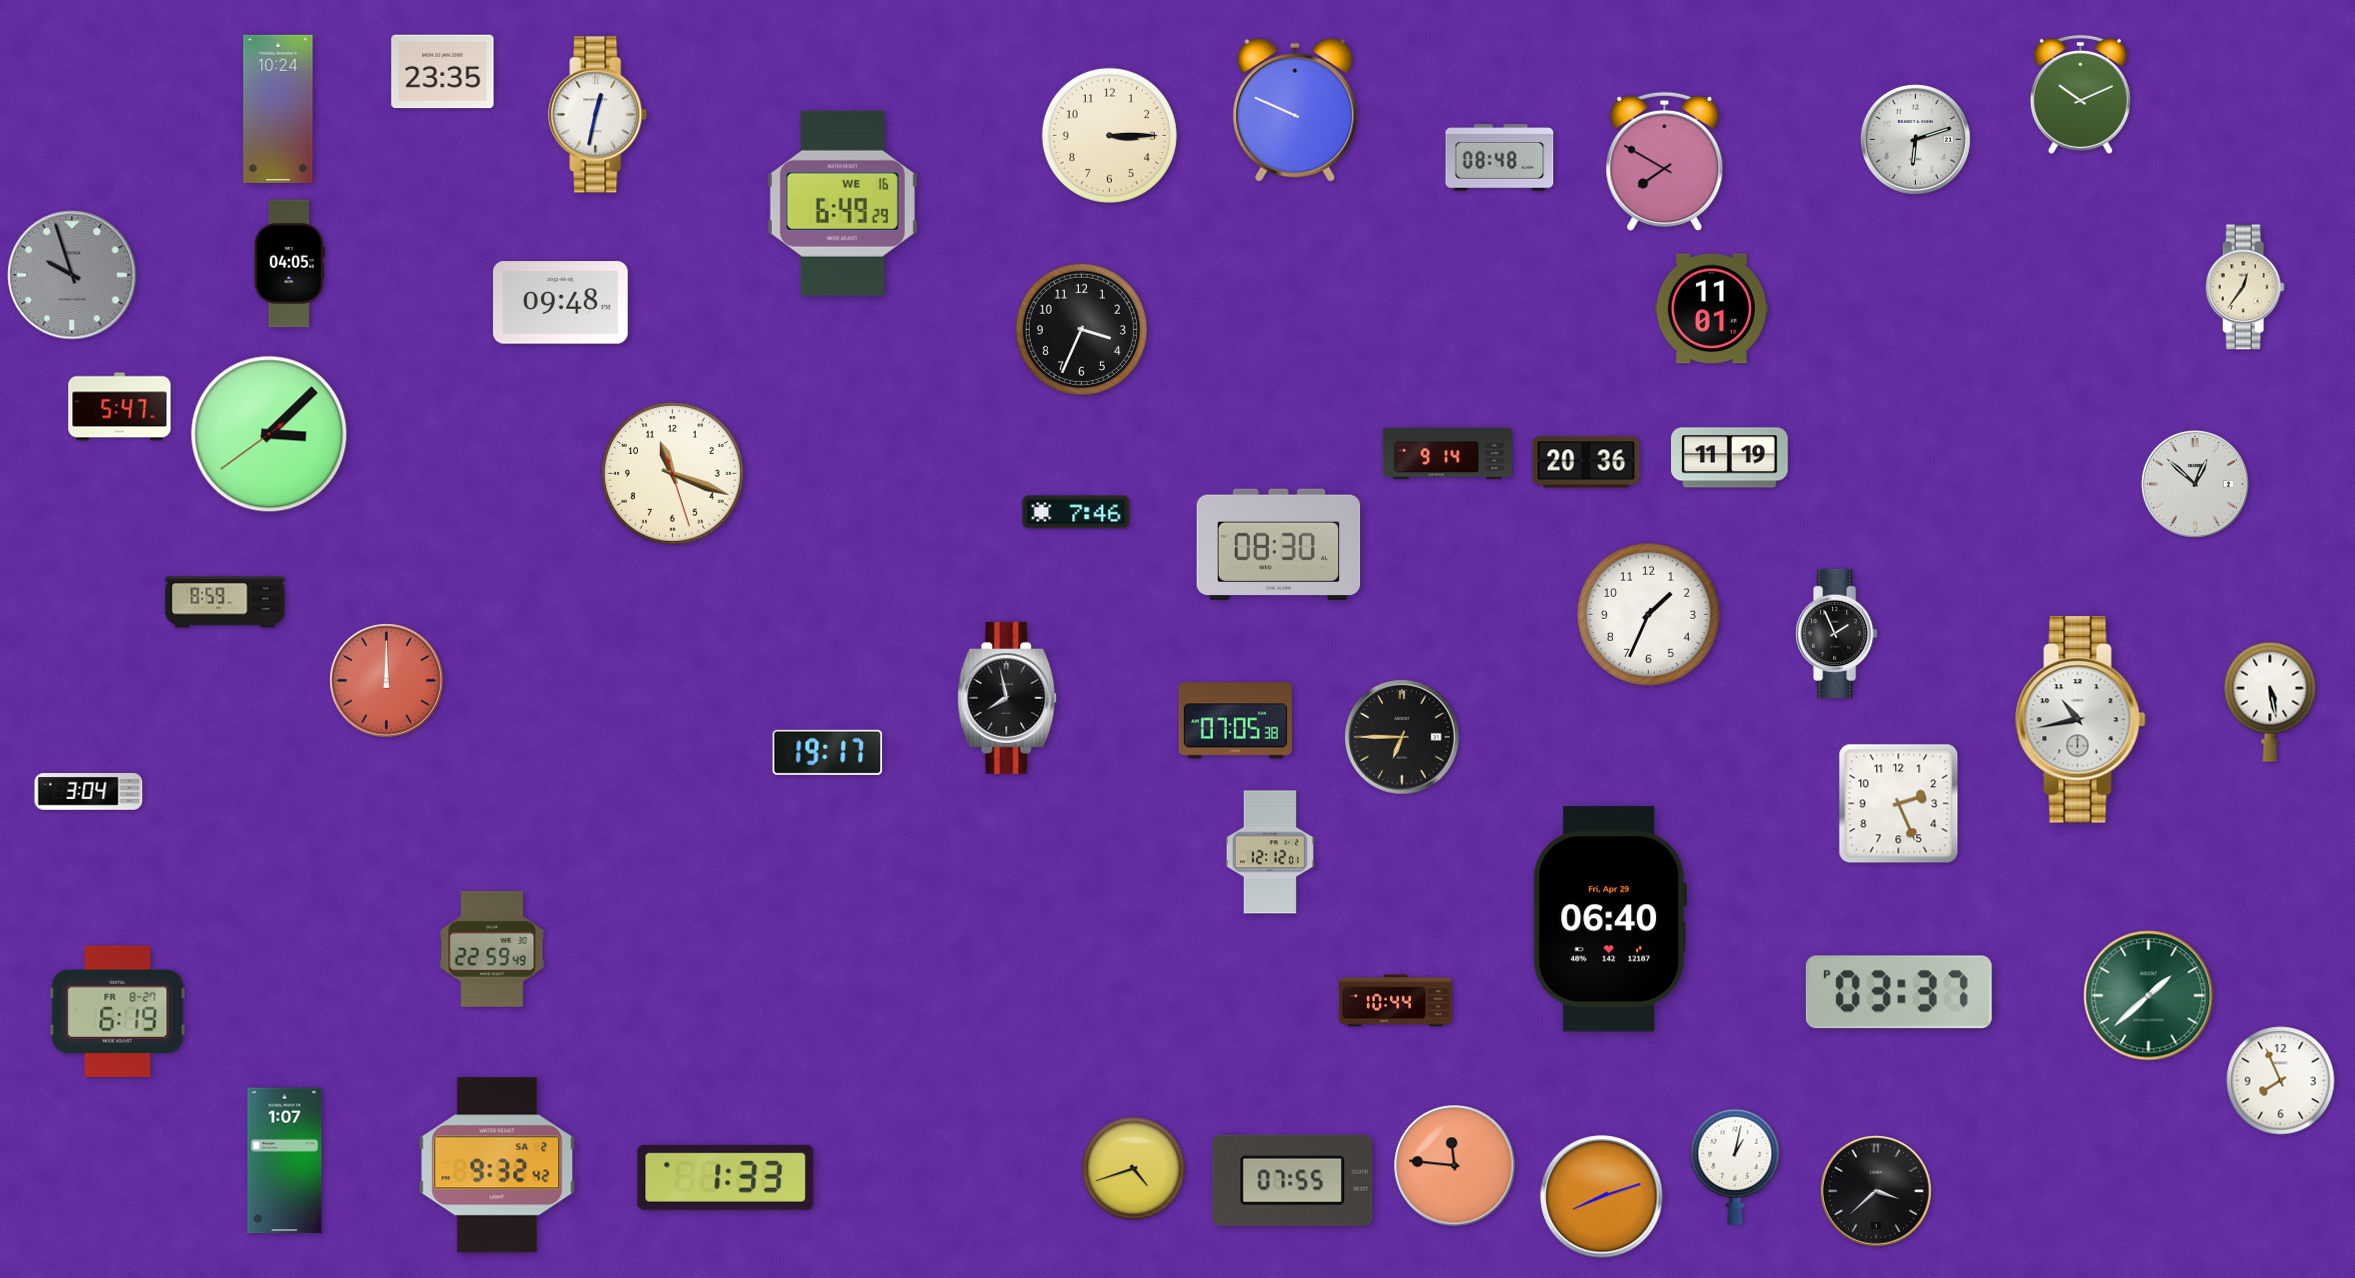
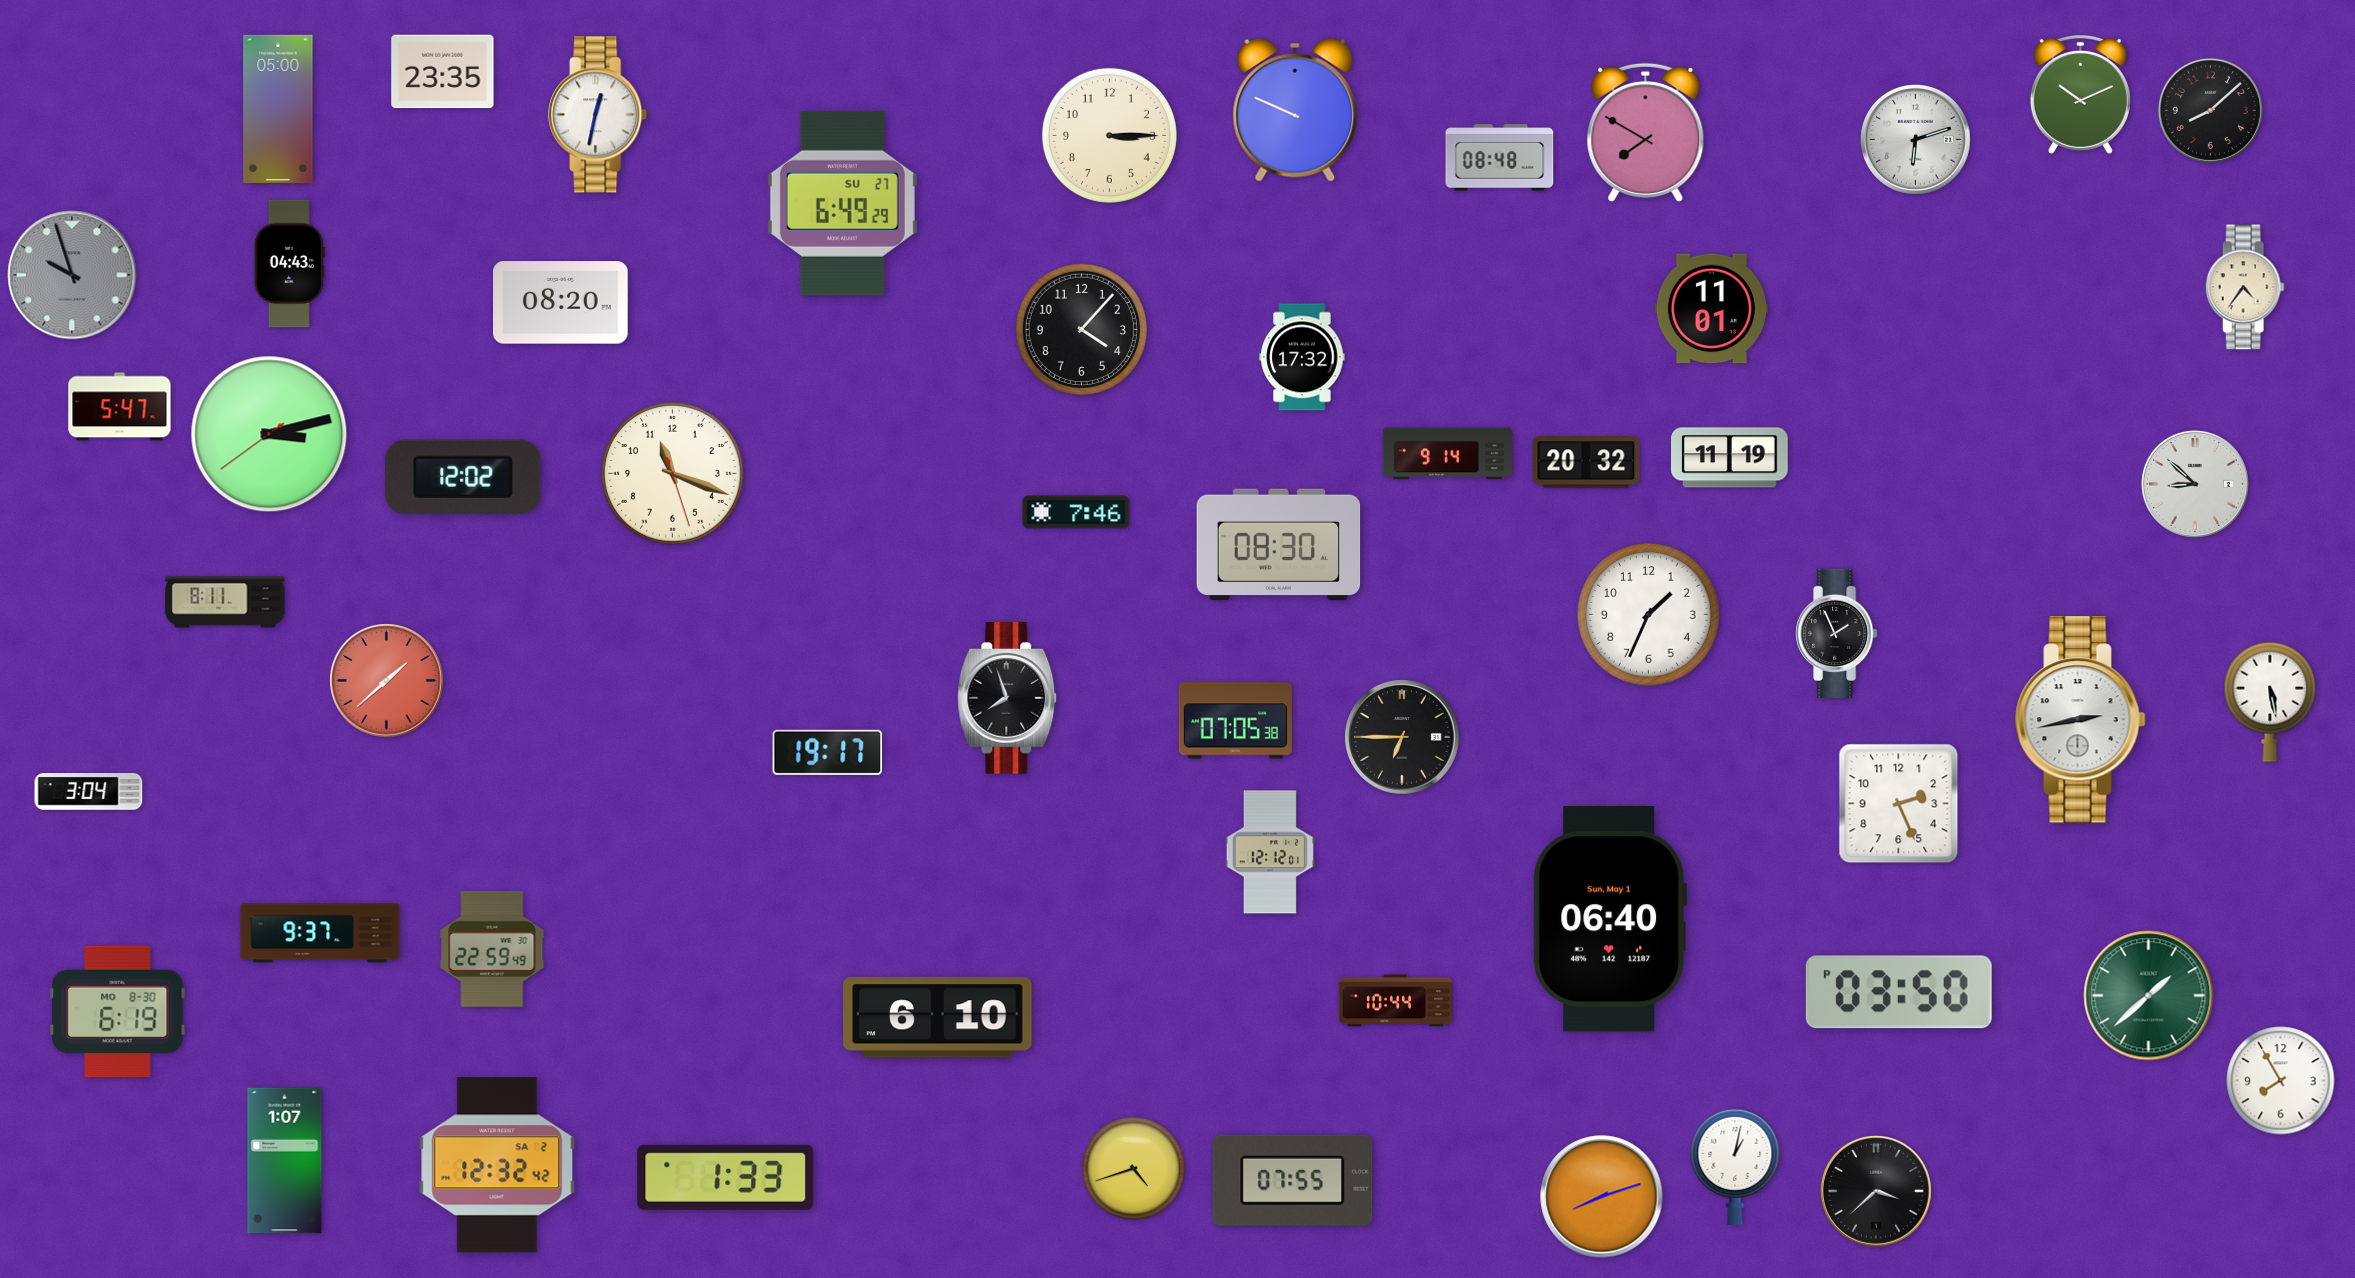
clock at (278, 109): 10:24 -> 05:00
clock at (2210, 110): none -> 8:08
clock at (1665, 161) position: (1665, 161) -> (1646, 132)
clock at (842, 203) date: WE 16 -> SU 27
clock at (289, 264): 04:05 -> 04:43
clock at (2245, 287): 12:36 -> 4:36
clock at (561, 303): 09:48 -> 08:20
clock at (1081, 329): 3:34 -> 4:07
clock at (1302, 357): none -> 17:32
clock at (269, 434): 3:07 -> 3:12
clock at (1586, 462): 20:36 -> 20:32
clock at (463, 477): none -> 12:02
clock at (2195, 484): 12:52 -> 8:52
clock at (225, 602): 8:59 -> 8:11
clock at (387, 681): 12:00 -> 1:38
clock at (1007, 699): 7:58 -> 7:57
clock at (2081, 720): 10:43 -> 2:43
clock at (1610, 919) date: Fri, Apr 29 -> Sun, May 1
clock at (320, 933): none -> 9:37
clock at (1899, 992): 03:37 -> 03:50
clock at (118, 1011) date: FR 8-27 -> MO 8-30
clock at (938, 1018): none -> 6:10
clock at (2281, 1081): 7:56 -> 7:55
clock at (497, 1165): 9:32 -> 12:32
clock at (1455, 1166): 11:46 -> none
